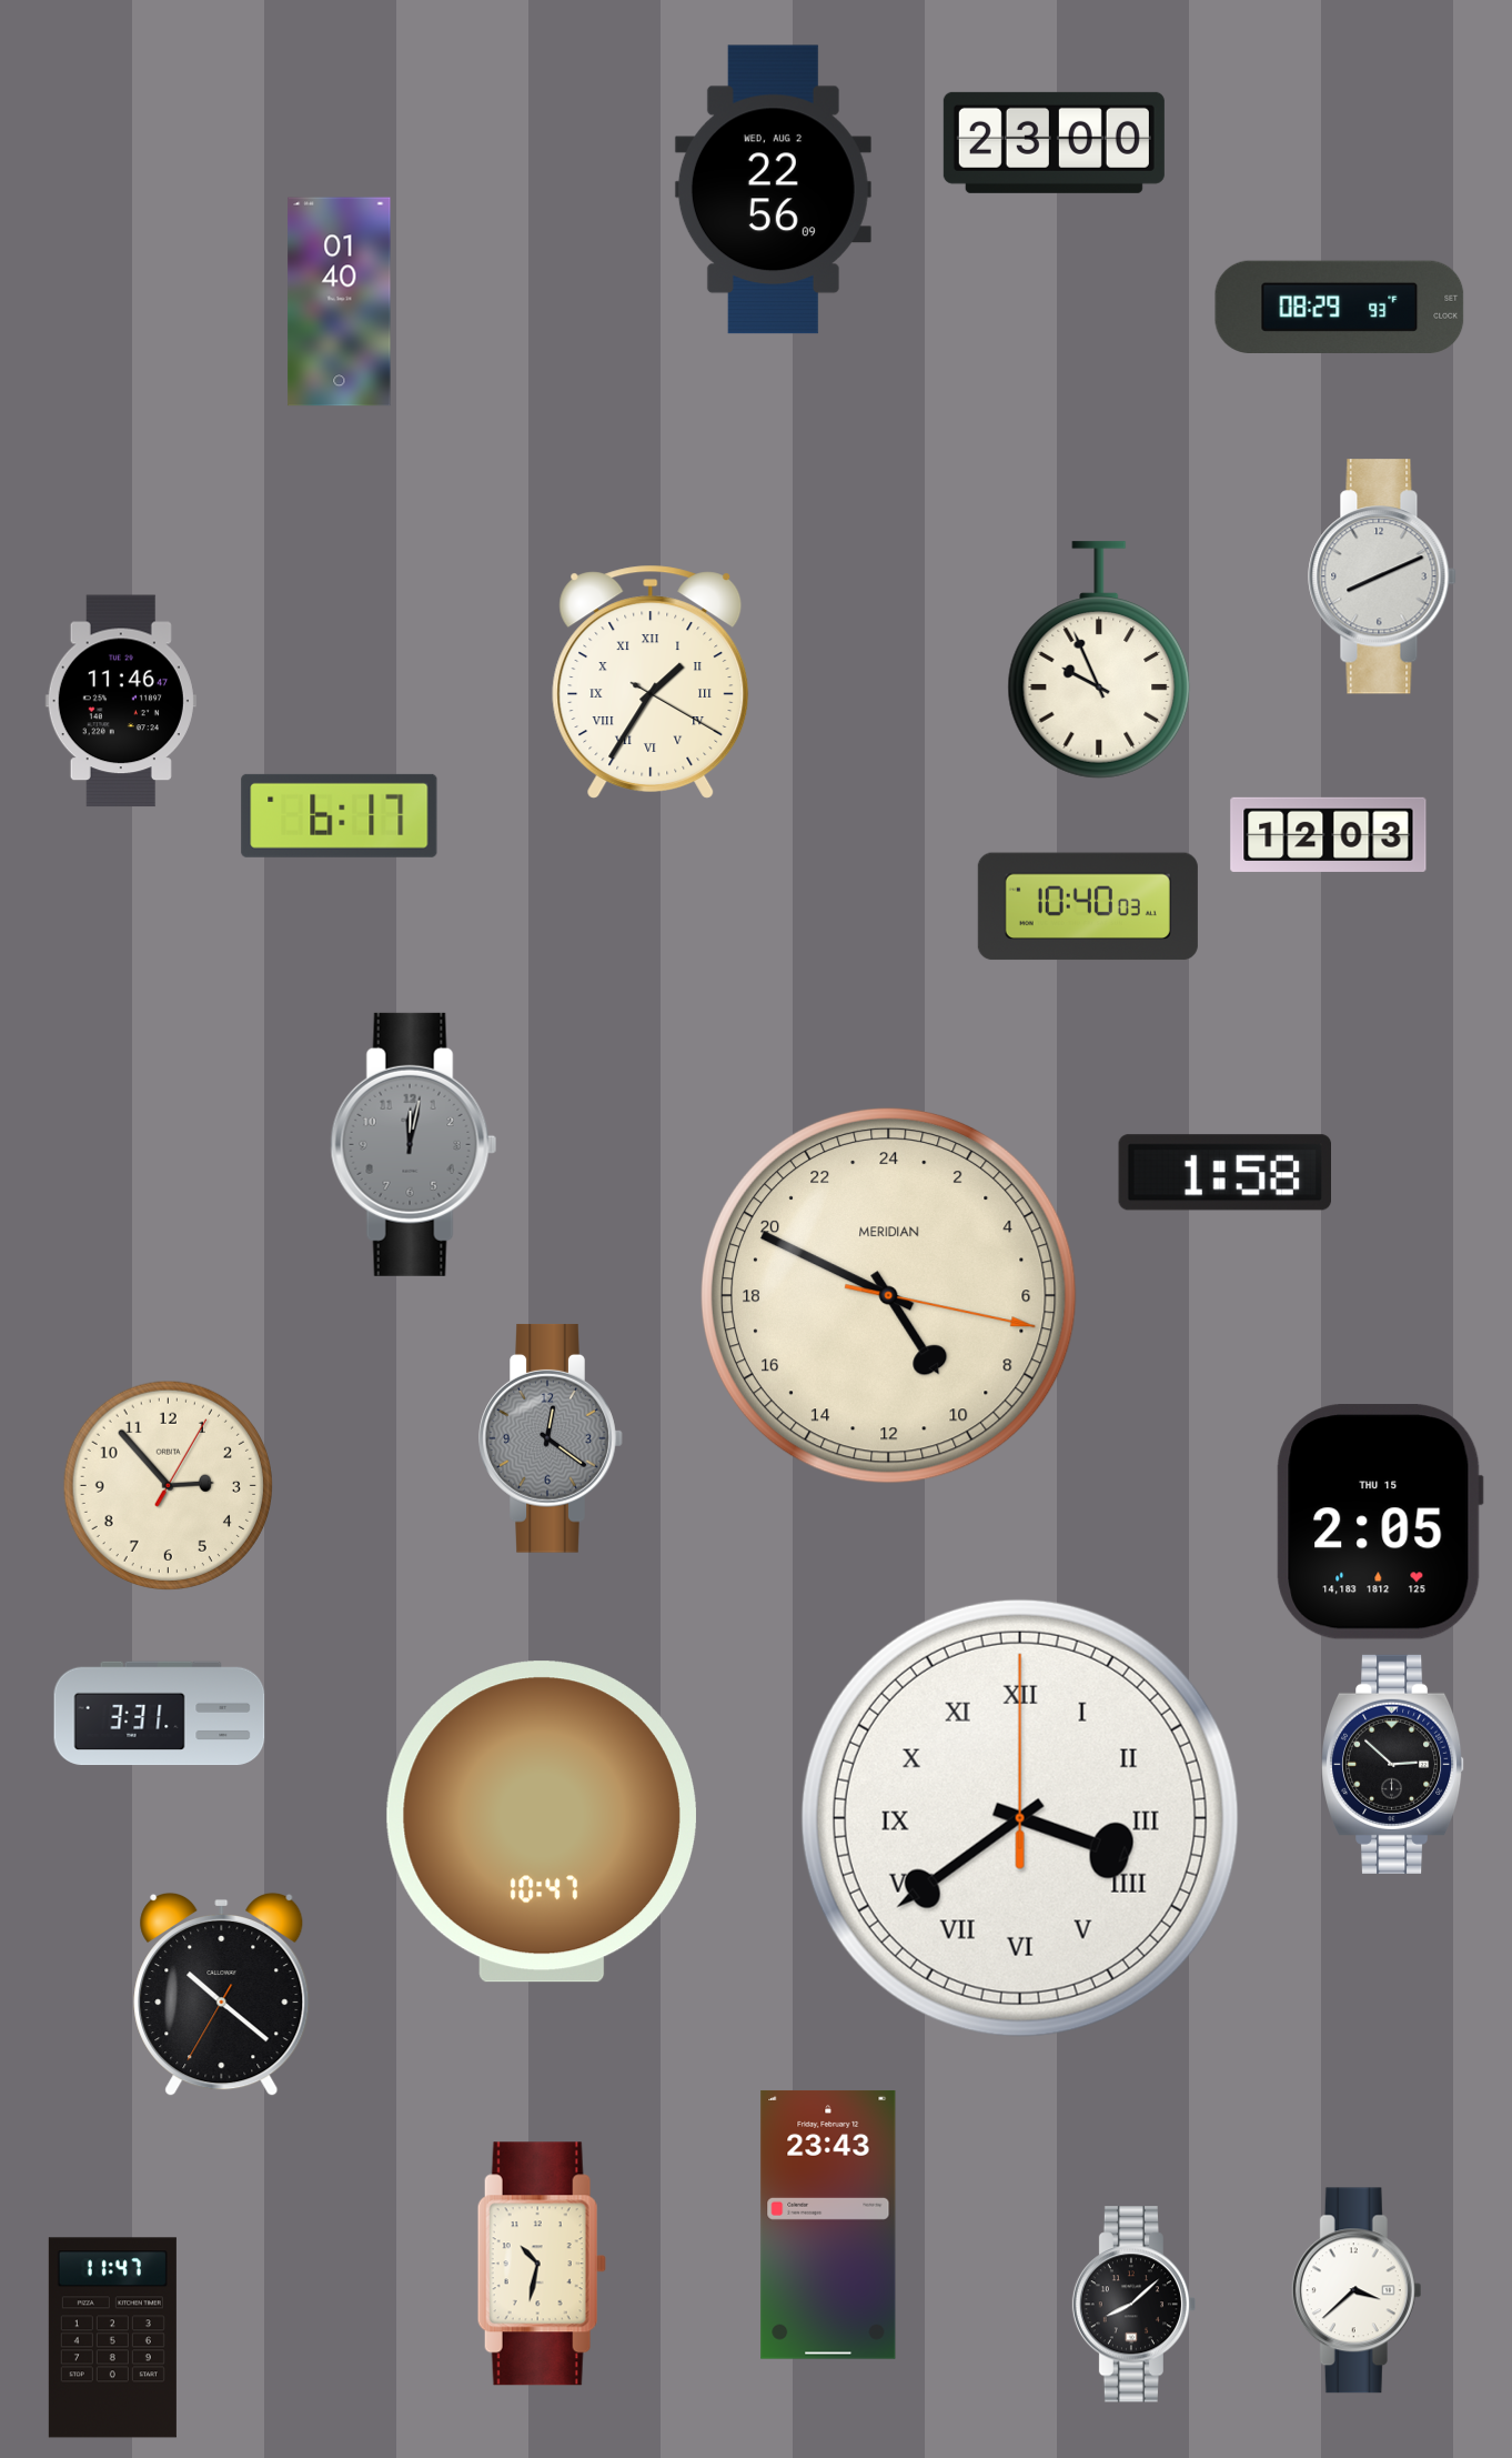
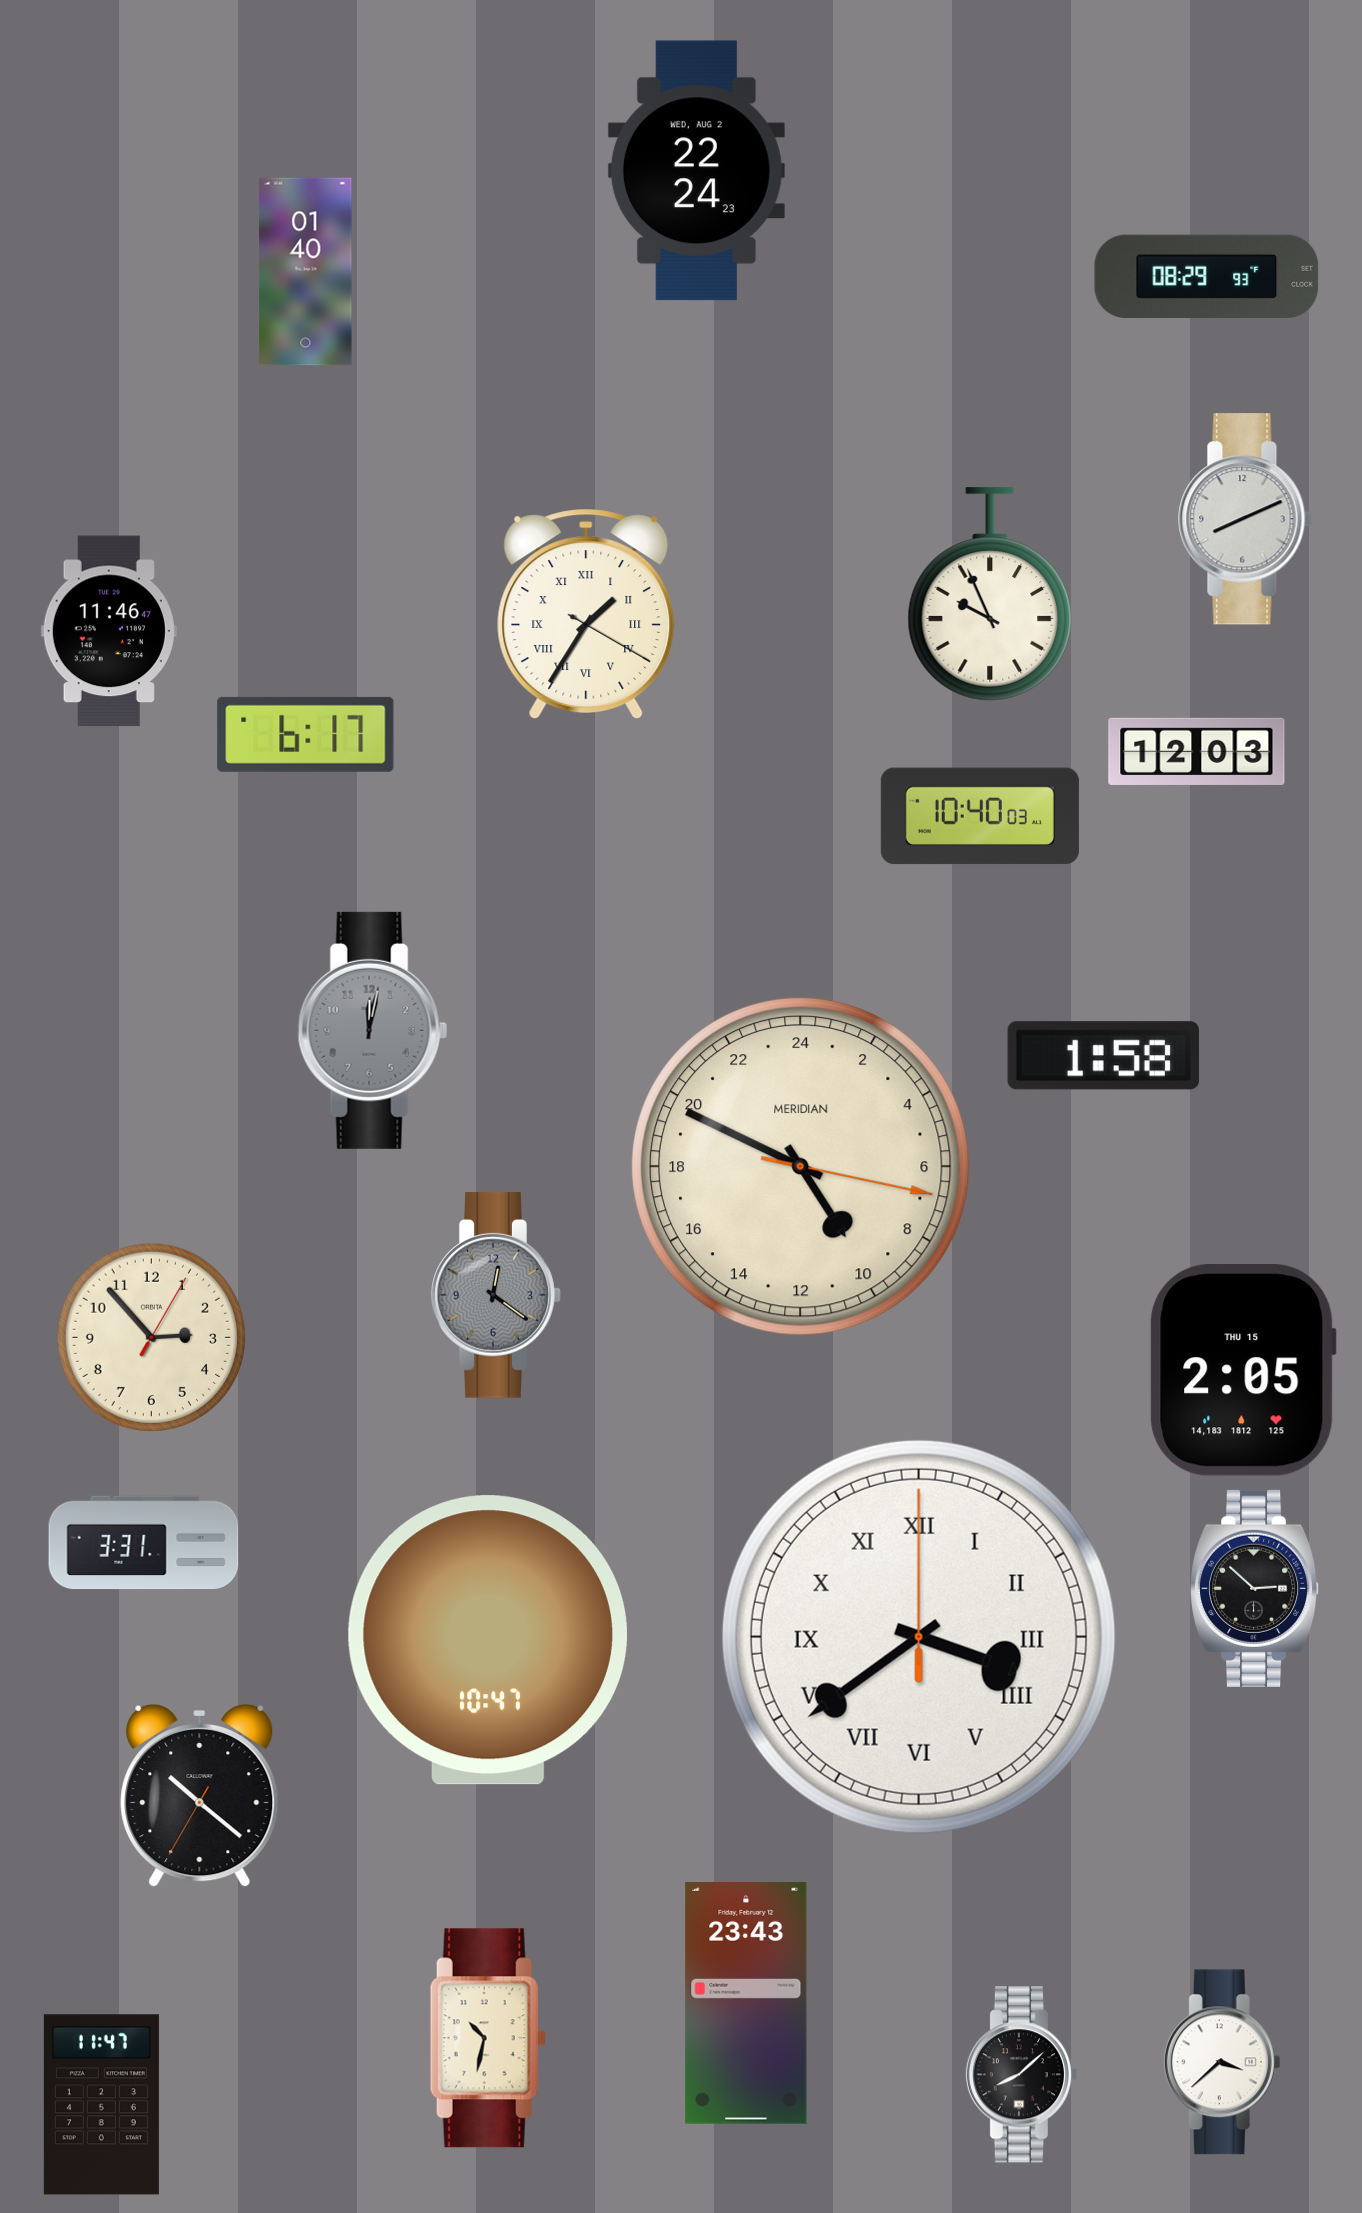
clock at (1054, 142): 23:00 -> none
clock at (773, 190): 22:56 -> 22:24
